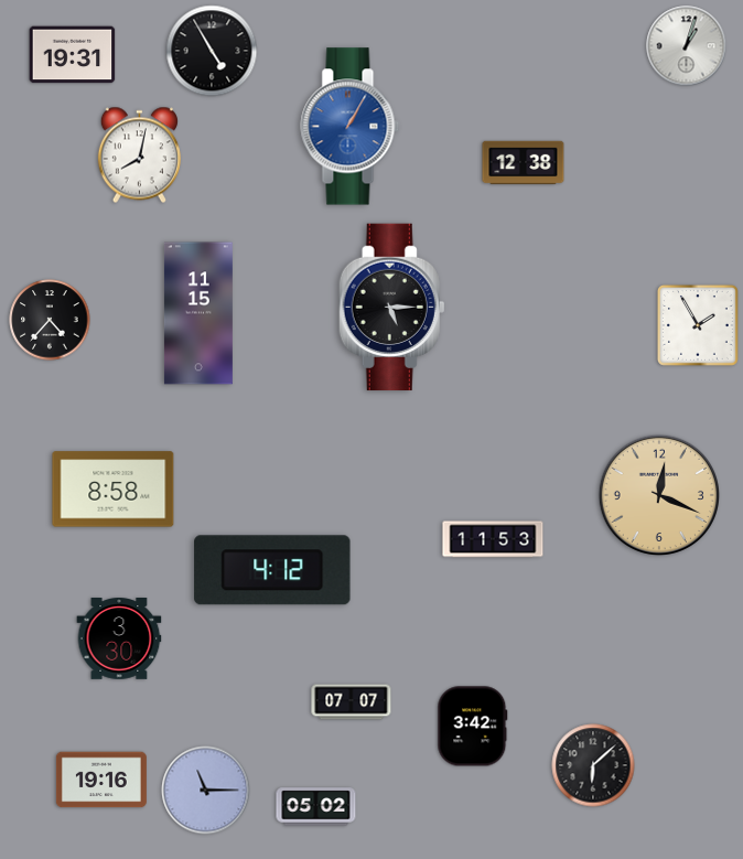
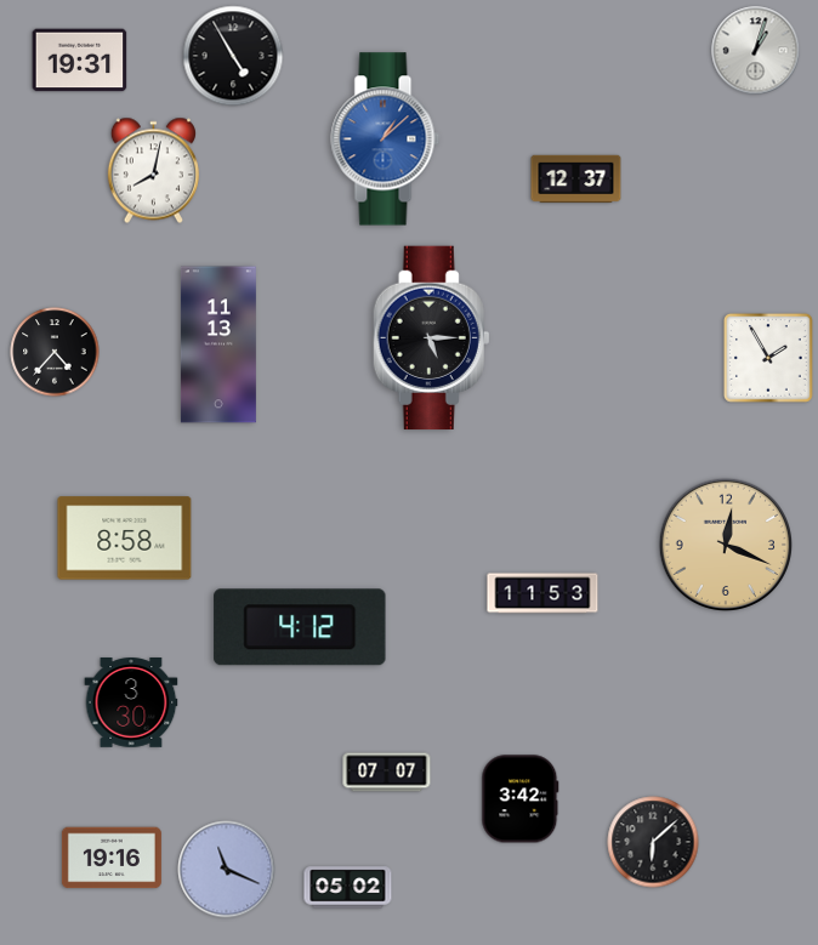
clock at (351, 127): 1:05 -> 1:08
clock at (524, 163): 12:38 -> 12:37
clock at (198, 313): 11:15 -> 11:13
clock at (206, 791): 11:15 -> 11:19
